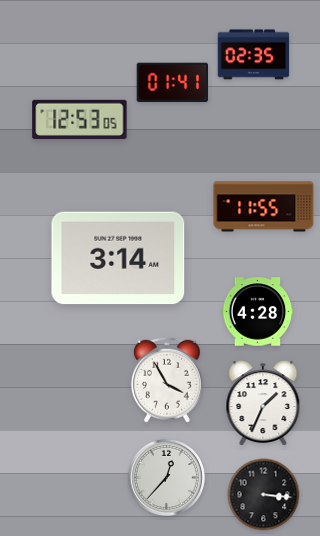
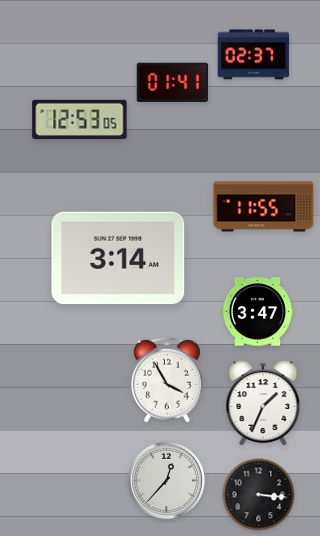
clock at (254, 55): 02:35 -> 02:37
clock at (258, 312): 4:28 -> 3:47
clock at (166, 477) position: (166, 477) -> (166, 480)
clock at (264, 495) position: (264, 495) -> (259, 495)
